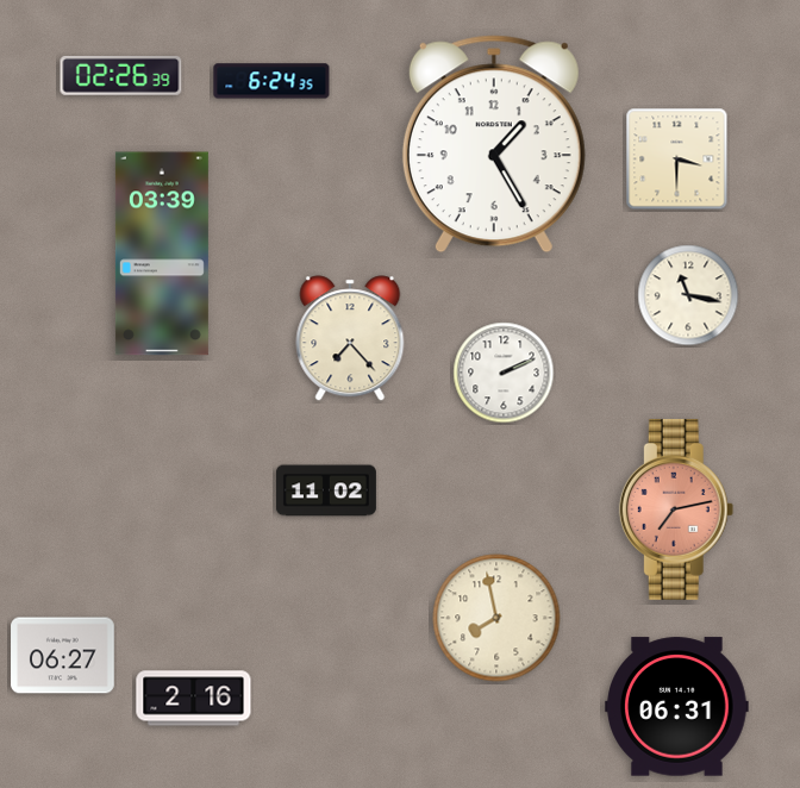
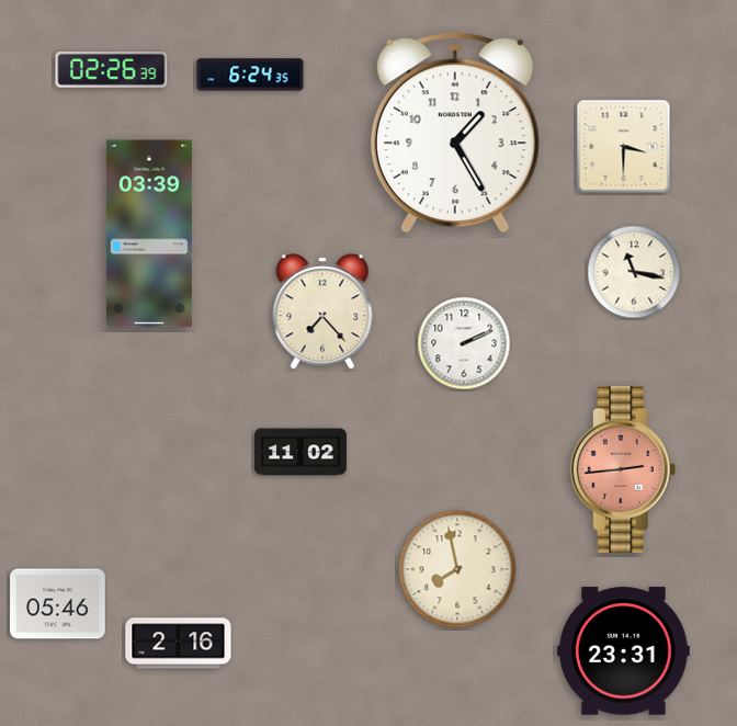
clock at (676, 509): 7:13 -> 2:44
clock at (63, 656): 06:27 -> 05:46
clock at (677, 707): 06:31 -> 23:31
